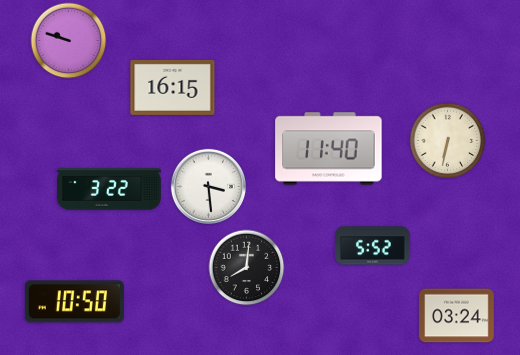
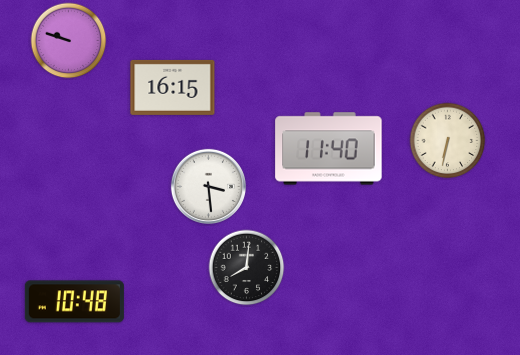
clock at (109, 189): 3:22 -> none
clock at (373, 246): 5:52 -> none
clock at (74, 302): 10:50 -> 10:48
clock at (457, 316): 03:24 -> none
